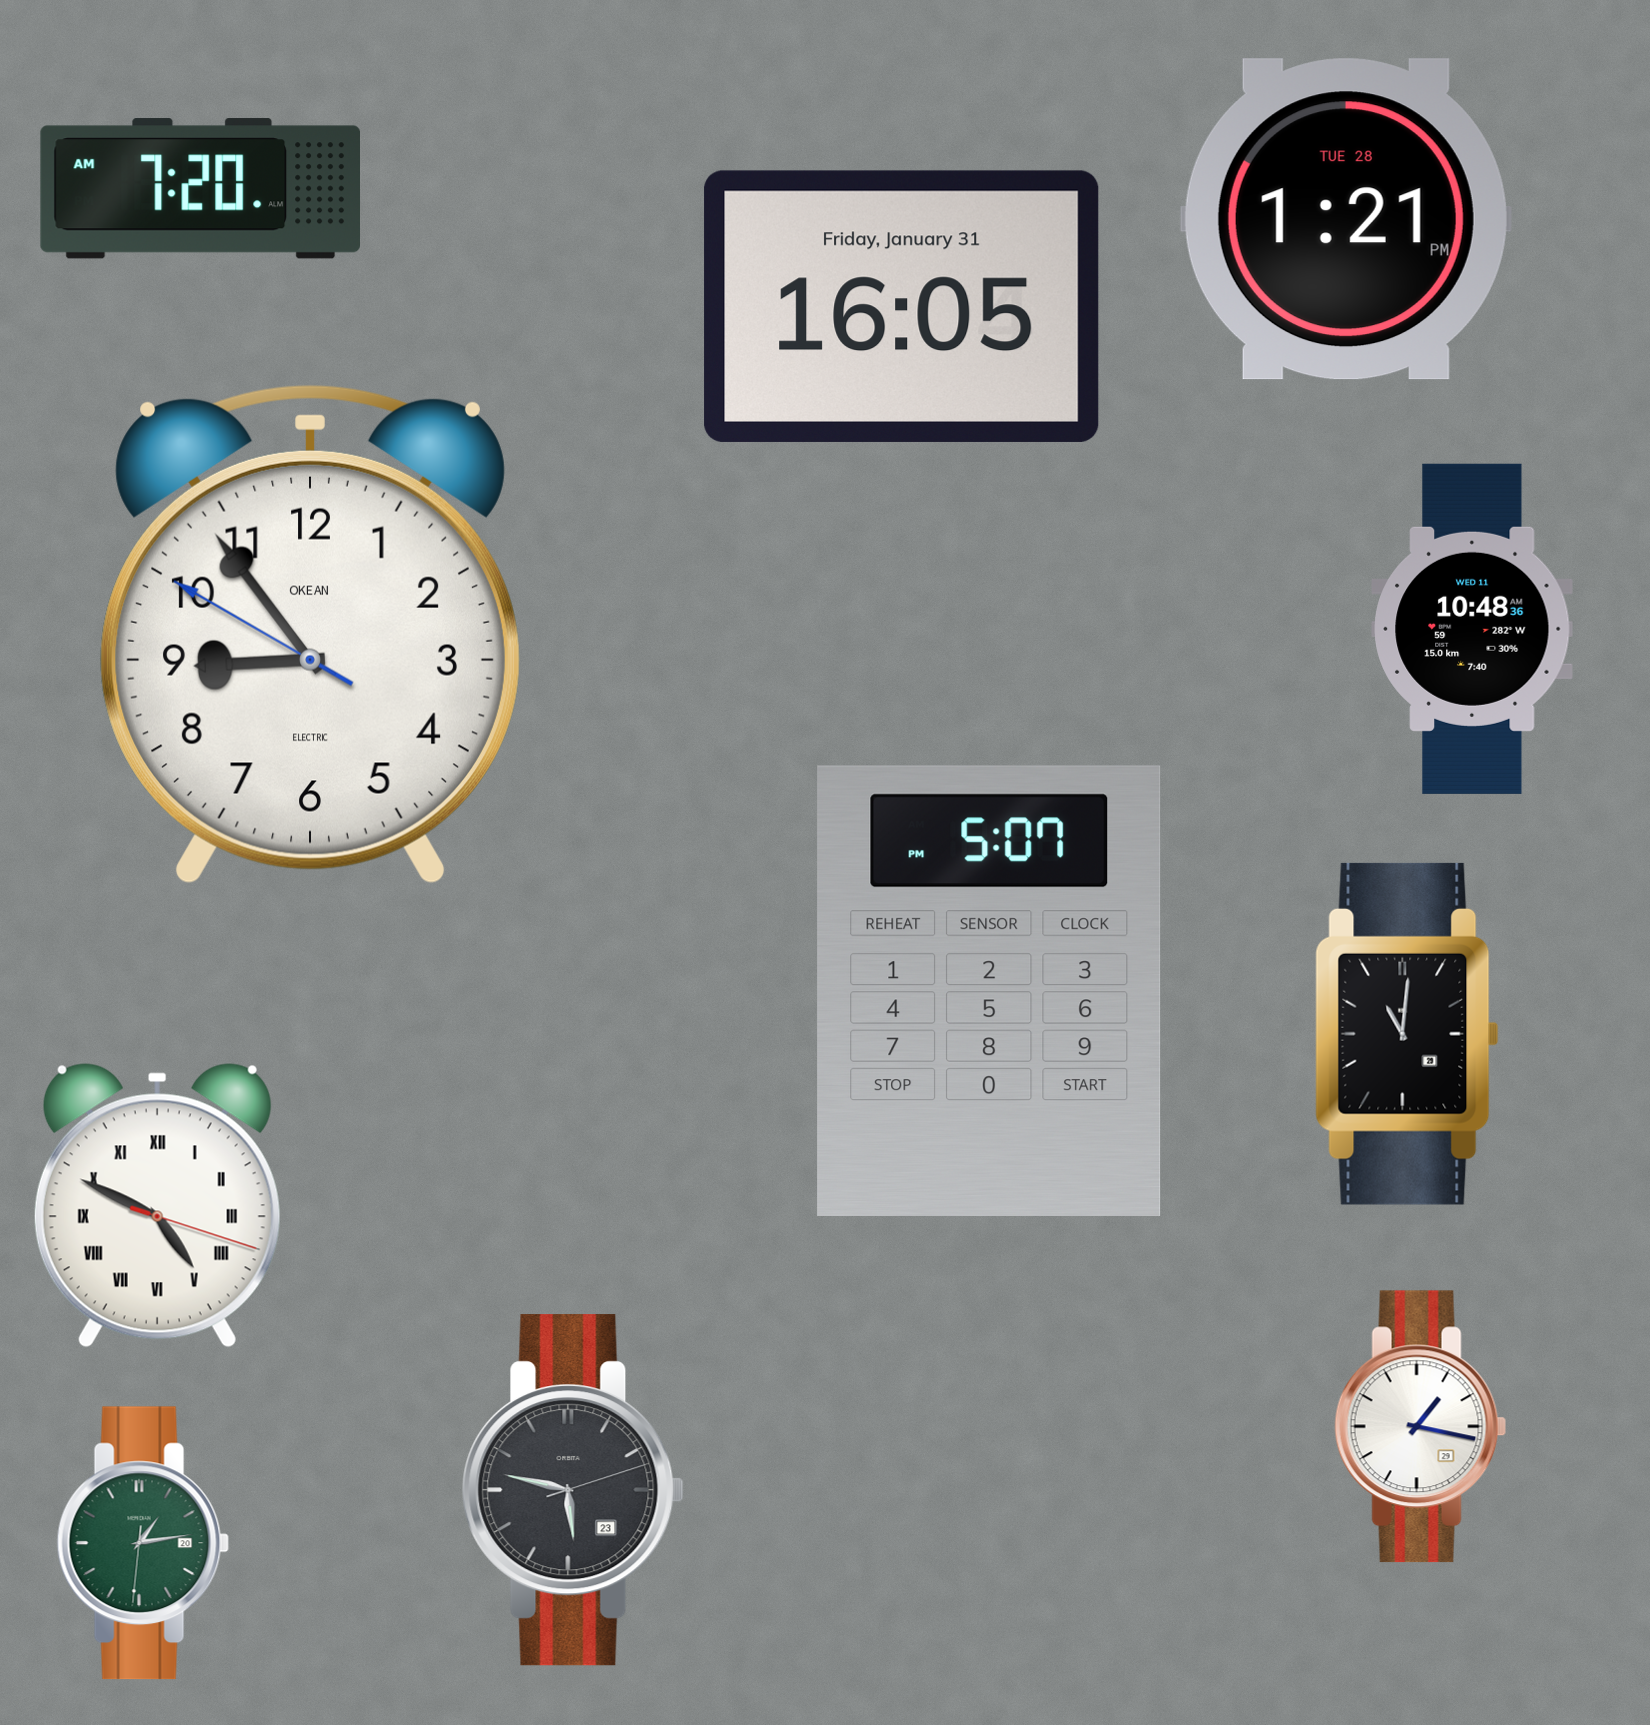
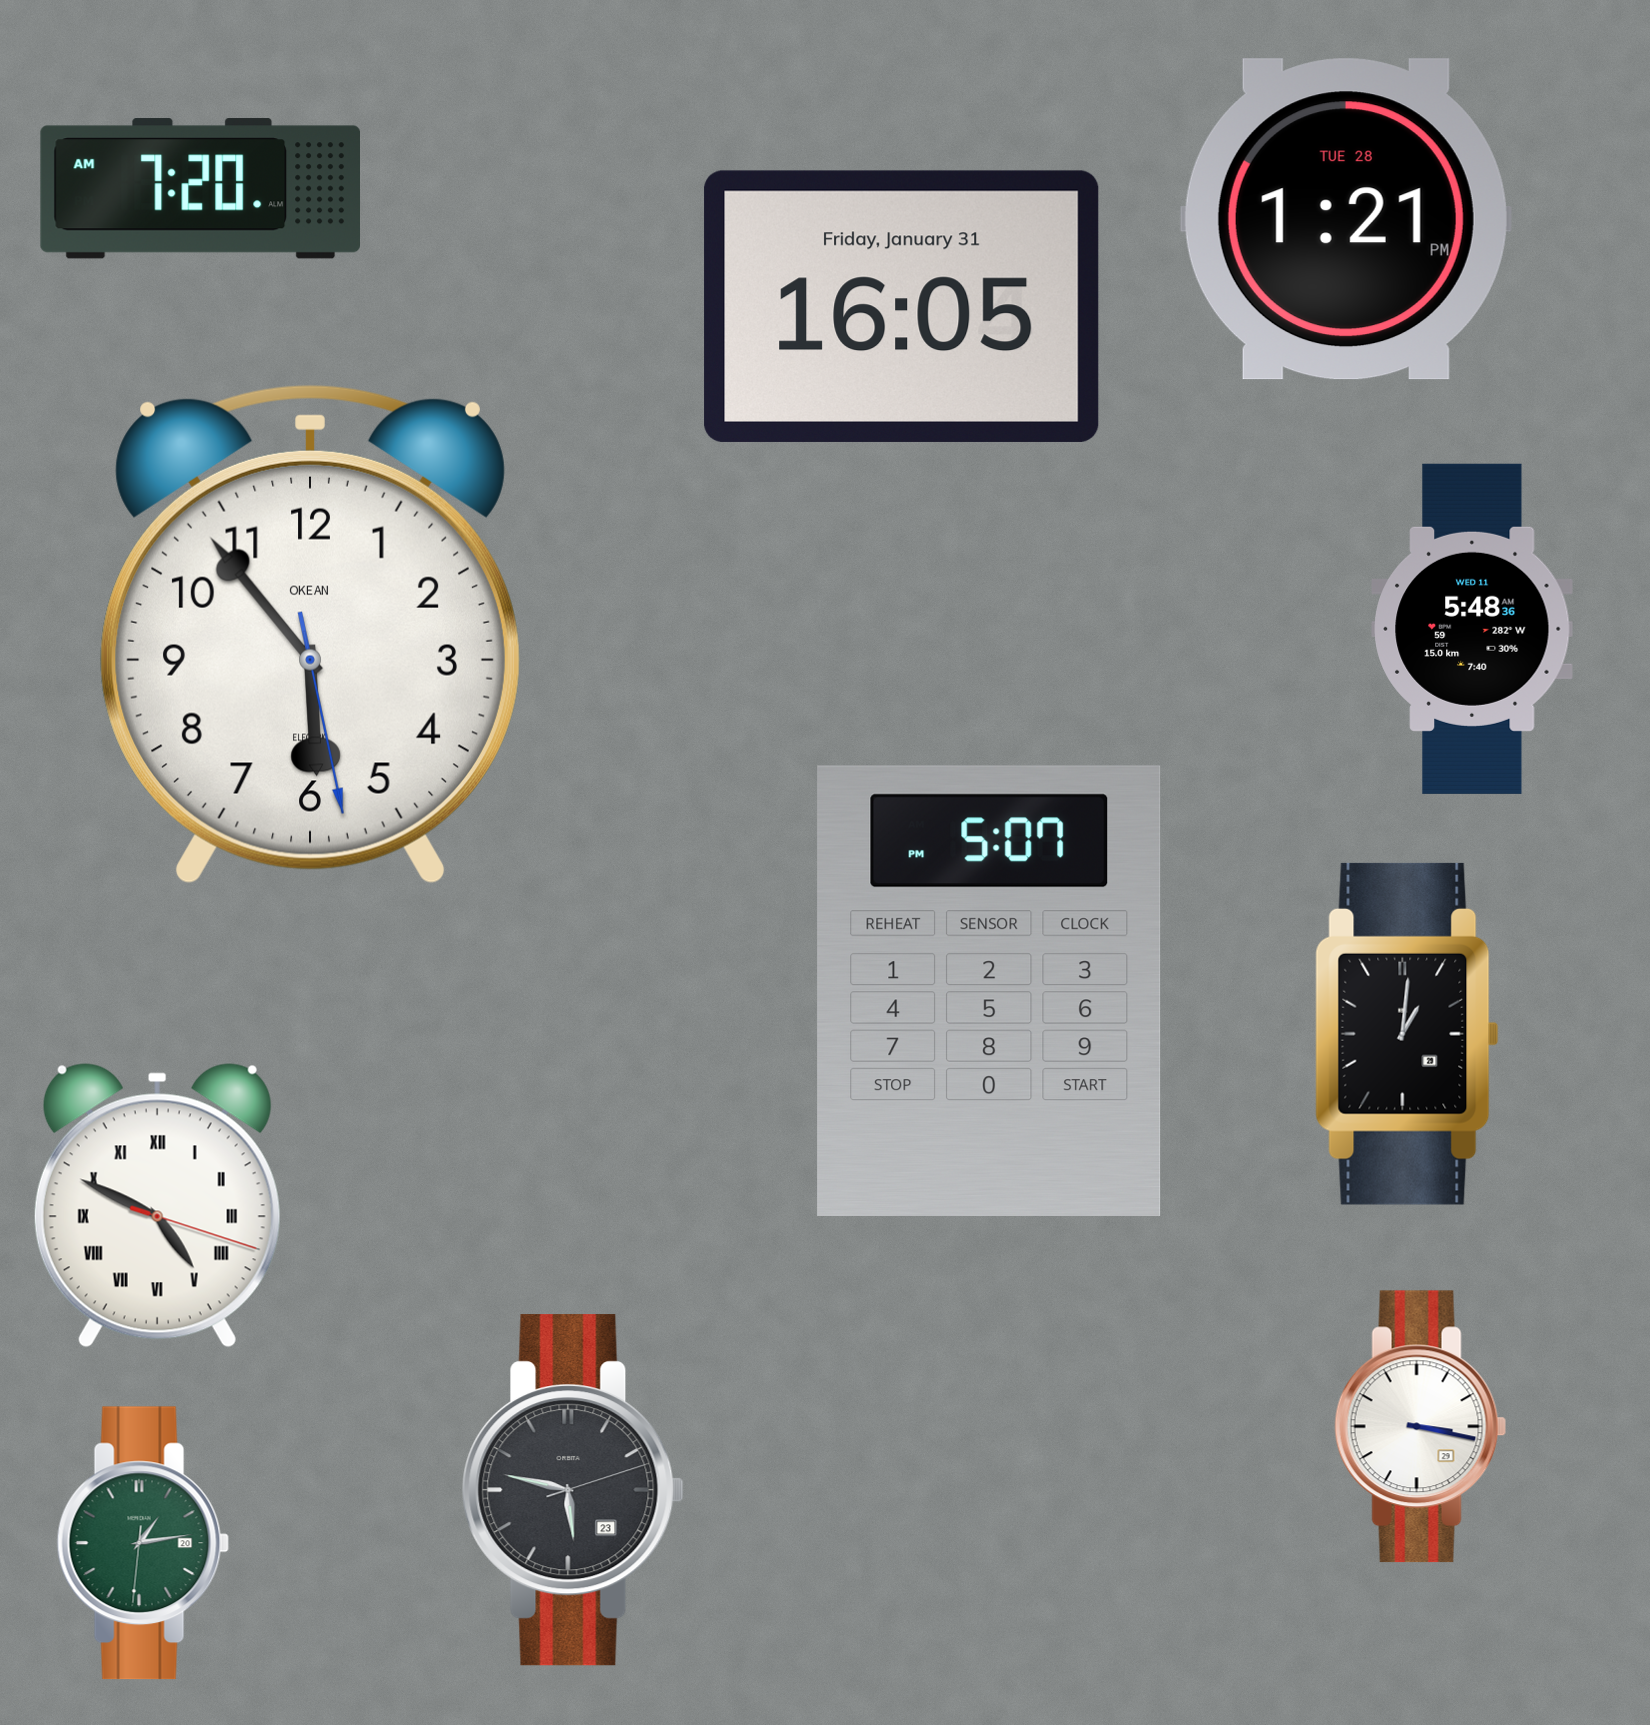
clock at (1472, 629): 10:48 -> 5:48
clock at (310, 635): 8:53 -> 5:53
clock at (1407, 1034): 11:01 -> 1:01
clock at (1421, 1427): 1:17 -> 3:17
